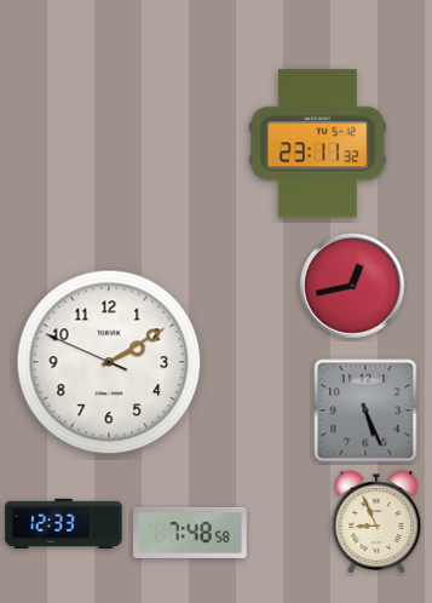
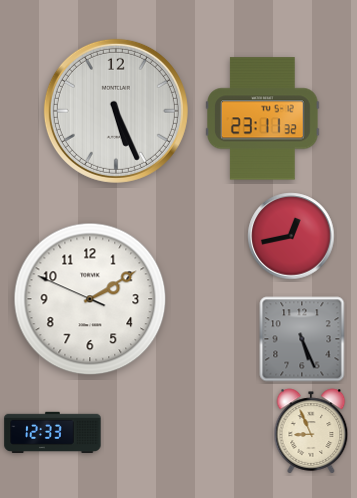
clock at (116, 111): none -> 5:26
clock at (190, 533): 7:48 -> none
